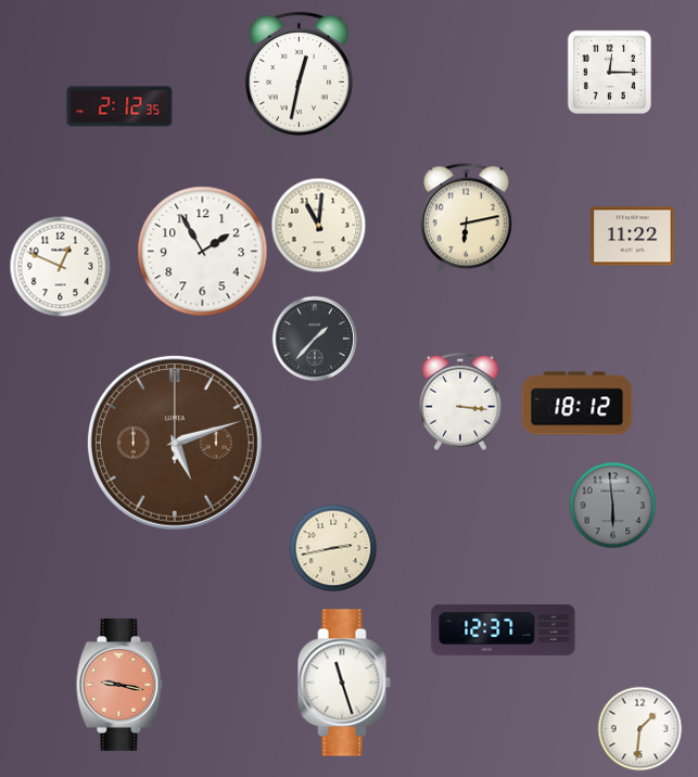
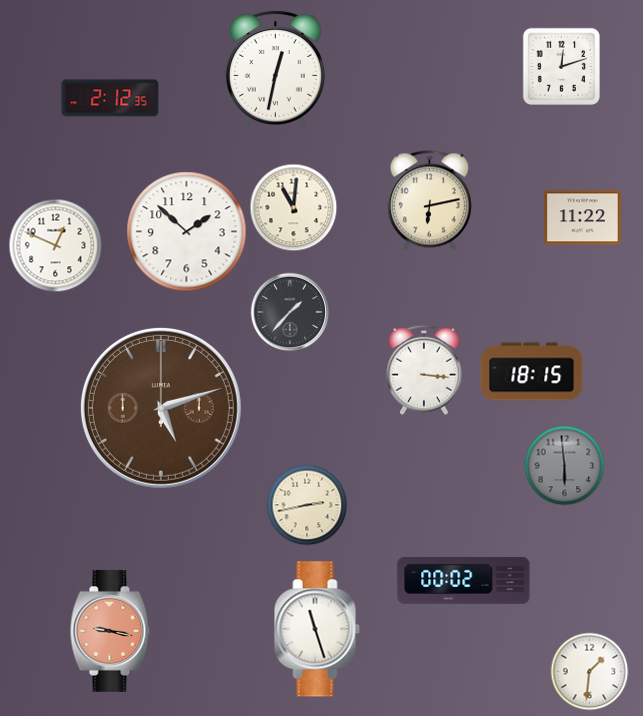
clock at (609, 72): 12:15 -> 12:12
clock at (203, 252): 1:55 -> 1:52
clock at (578, 404): 18:12 -> 18:15
clock at (504, 629): 12:37 -> 00:02
